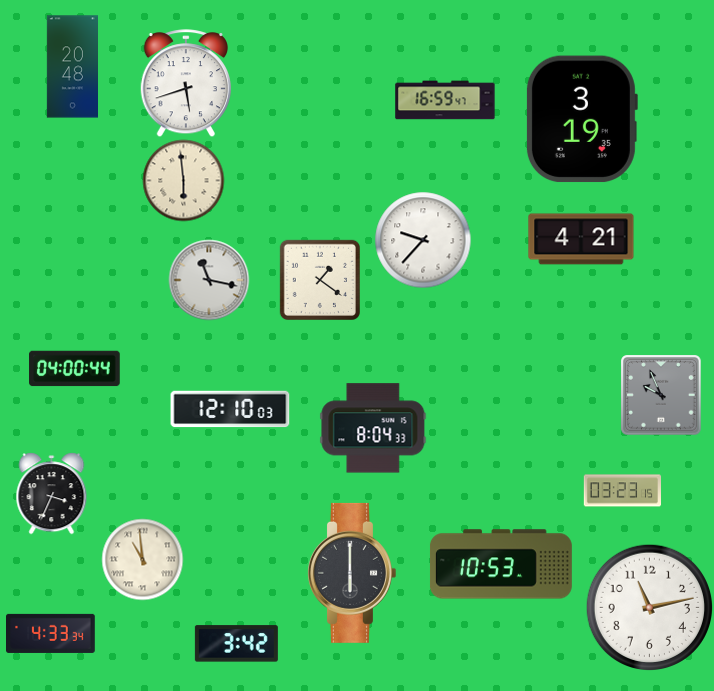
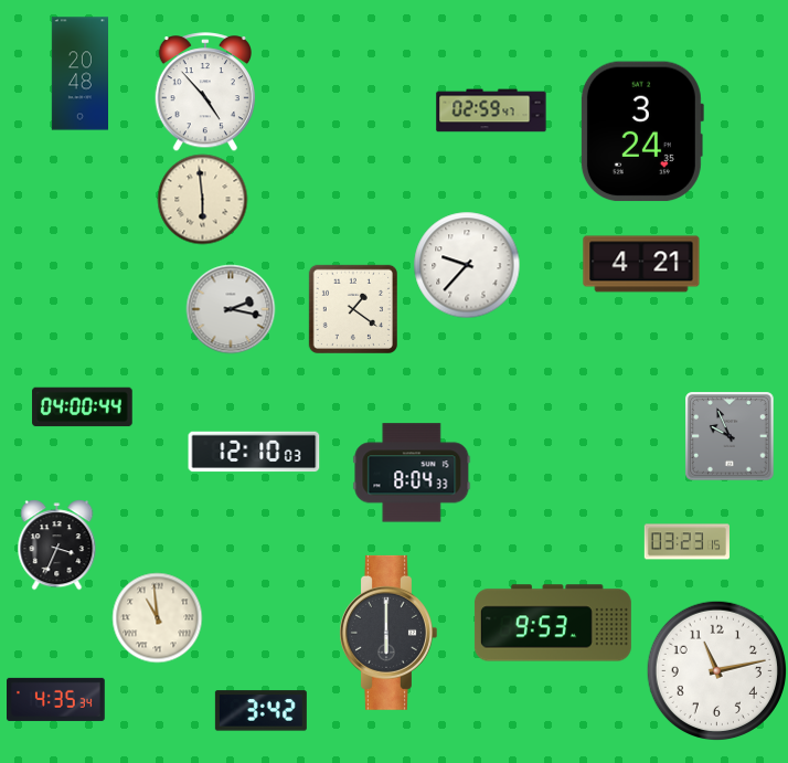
clock at (185, 83): 5:42 -> 4:53
clock at (445, 100): 16:59 -> 02:59
clock at (581, 119): 3:19 -> 3:24
clock at (209, 280): 11:17 -> 2:17
clock at (501, 564): 10:53 -> 9:53
clock at (51, 633): 4:33 -> 4:35
